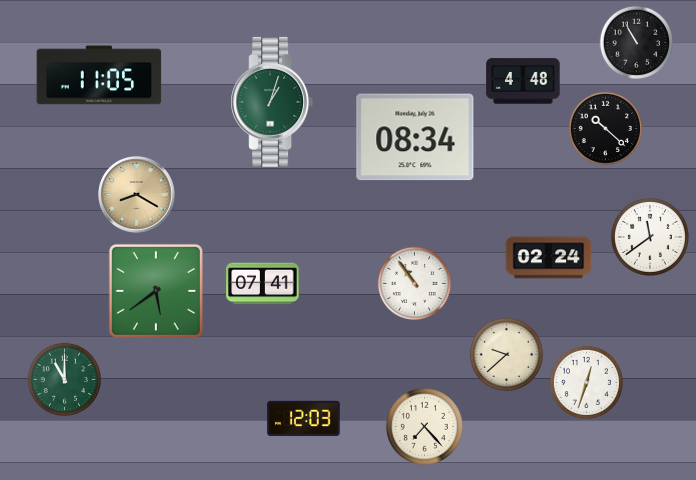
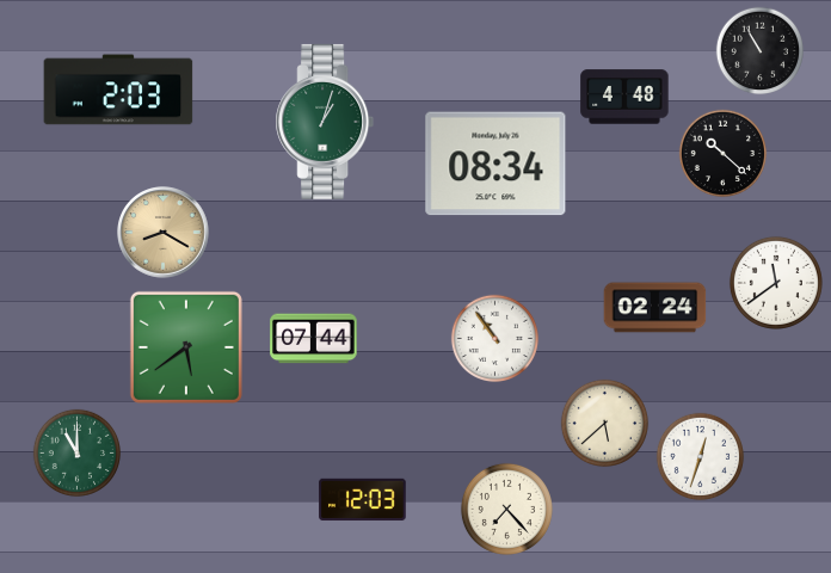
clock at (99, 75): 11:05 -> 2:03
clock at (263, 284): 07:41 -> 07:44
clock at (507, 355): 9:38 -> 5:38
